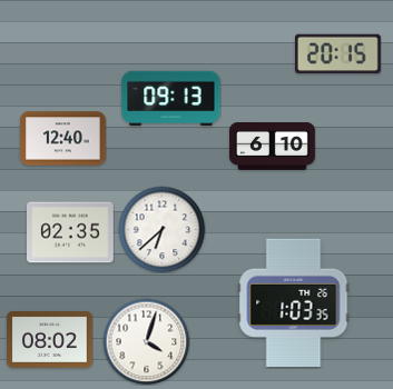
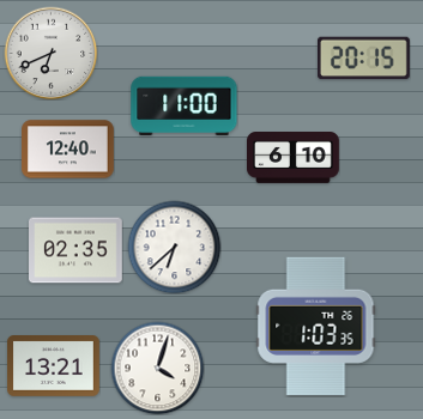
clock at (50, 53): none -> 6:41
clock at (171, 98): 09:13 -> 11:00
clock at (50, 340): 08:02 -> 13:21
